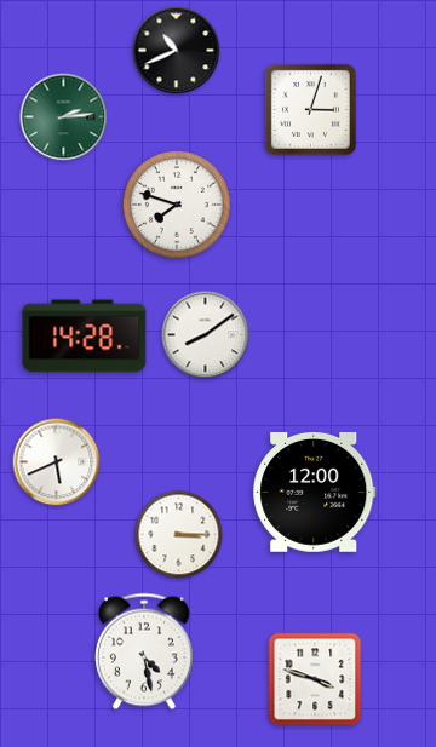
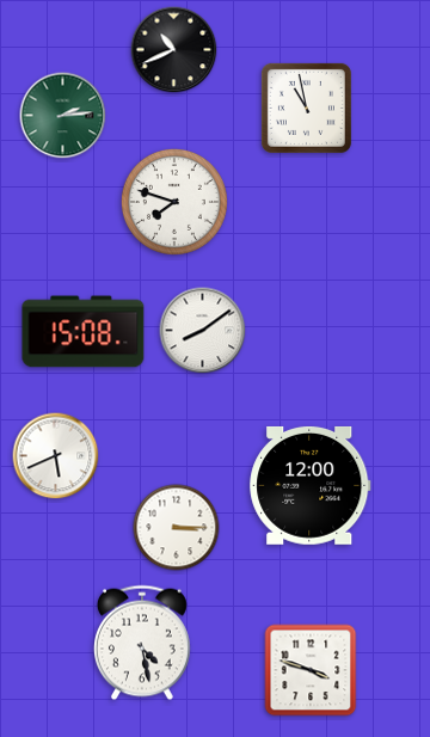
clock at (310, 109): 3:03 -> 10:58
clock at (85, 337): 14:28 -> 15:08
